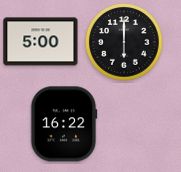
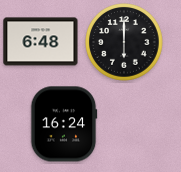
clock at (41, 42): 5:00 -> 6:48
clock at (64, 124): 16:22 -> 16:24
